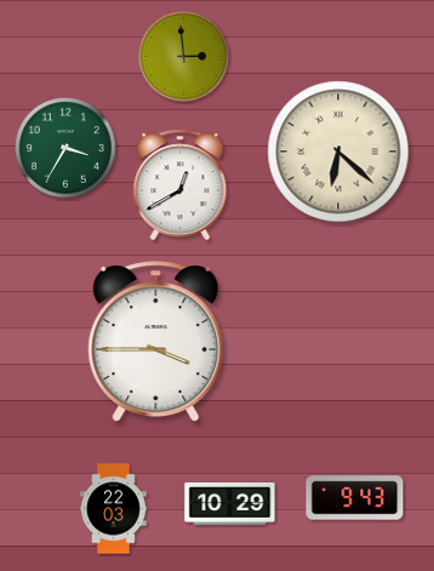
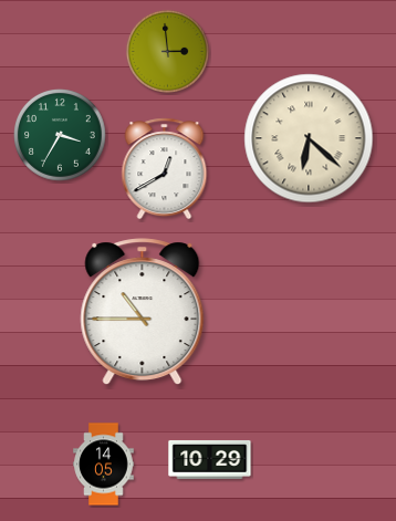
clock at (156, 342): 3:45 -> 10:45
clock at (355, 498): 9:43 -> none
clock at (114, 509): 22:03 -> 14:05
